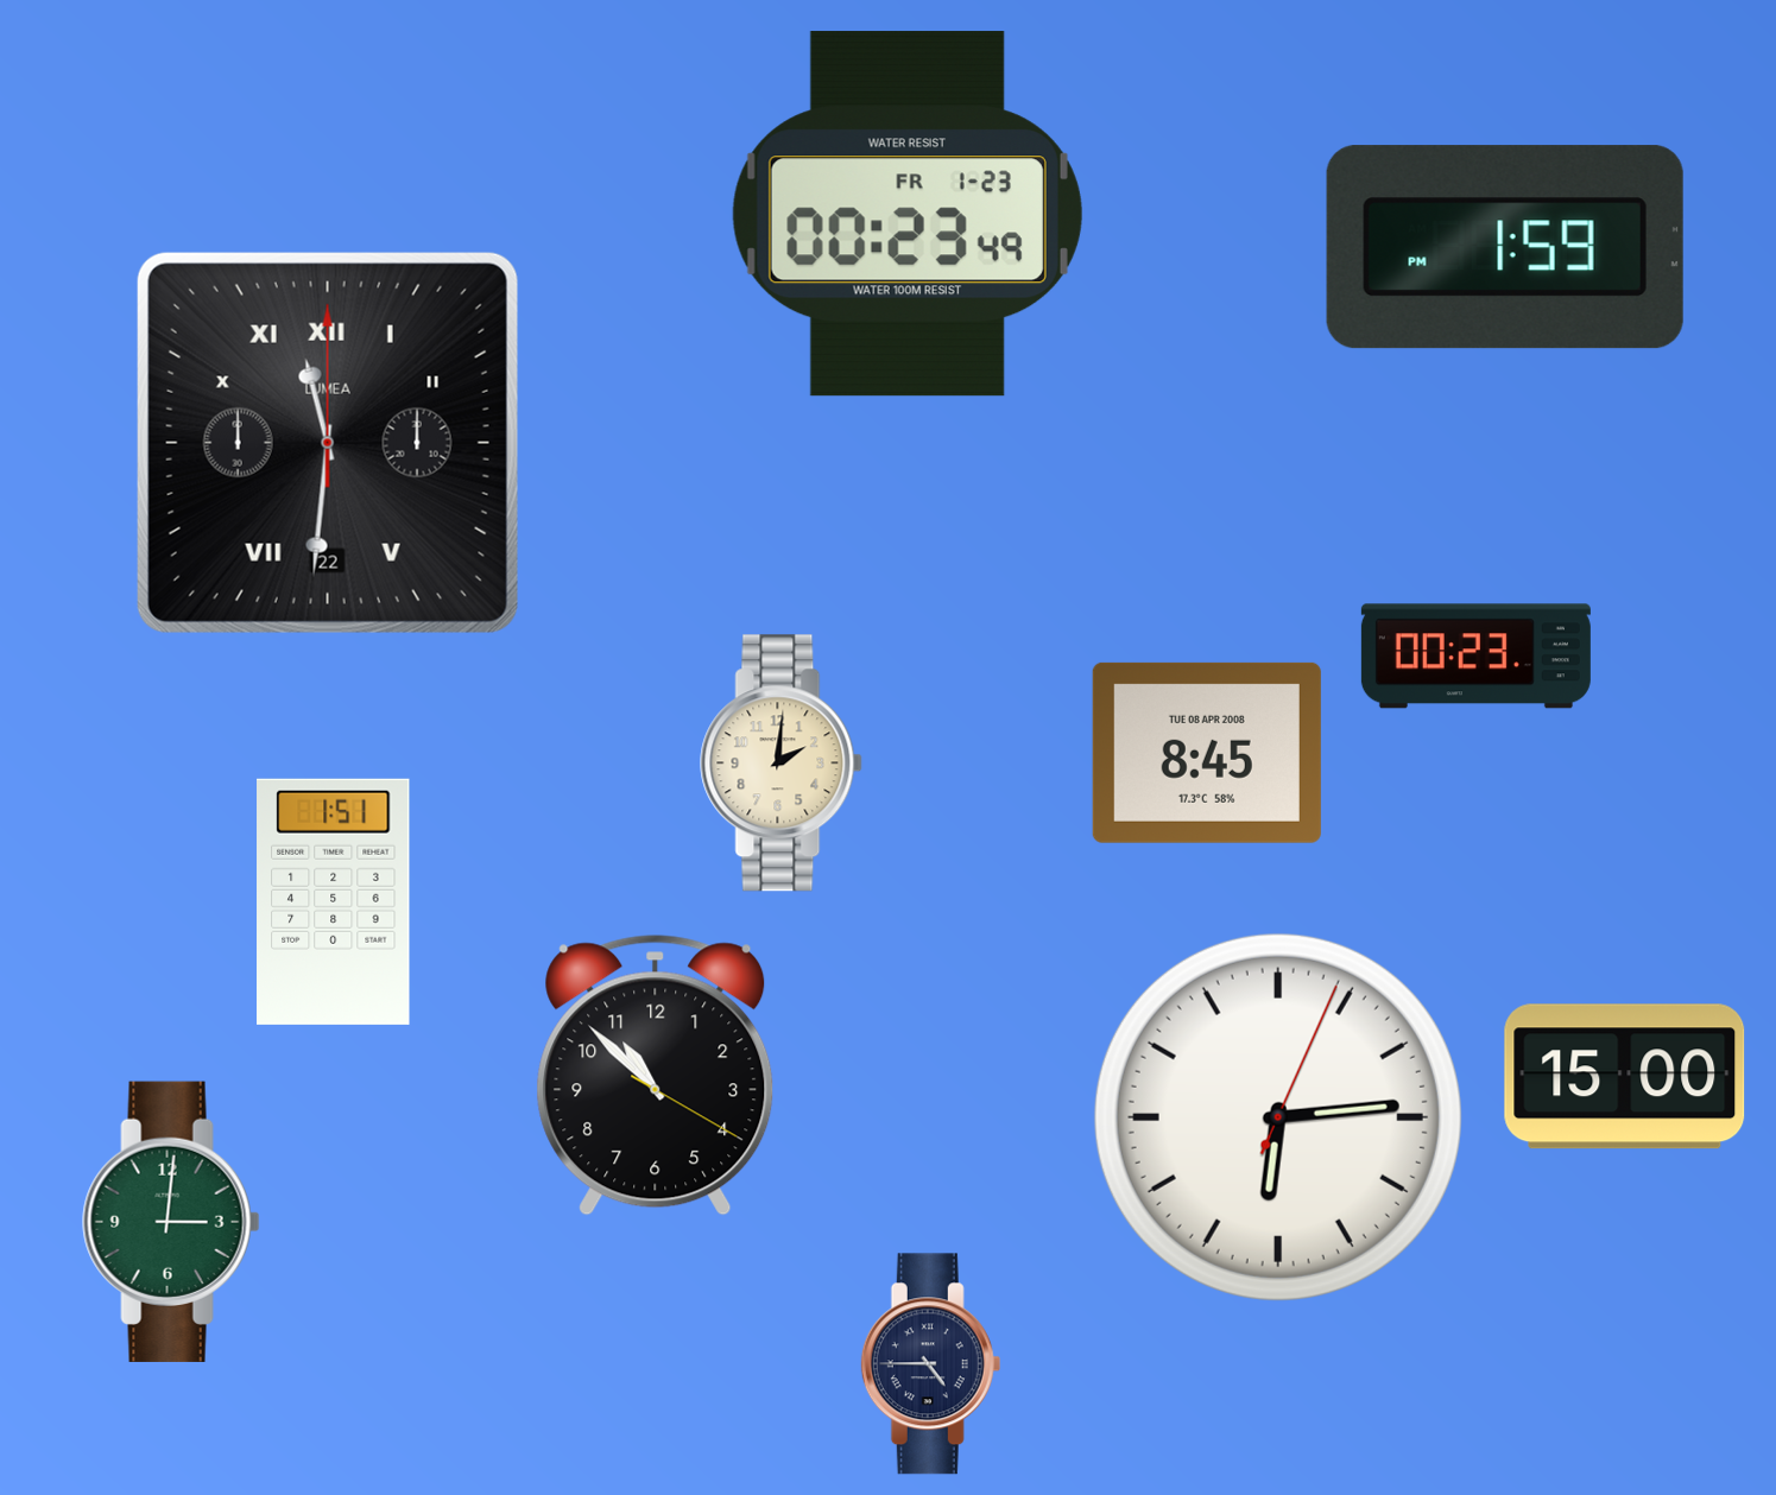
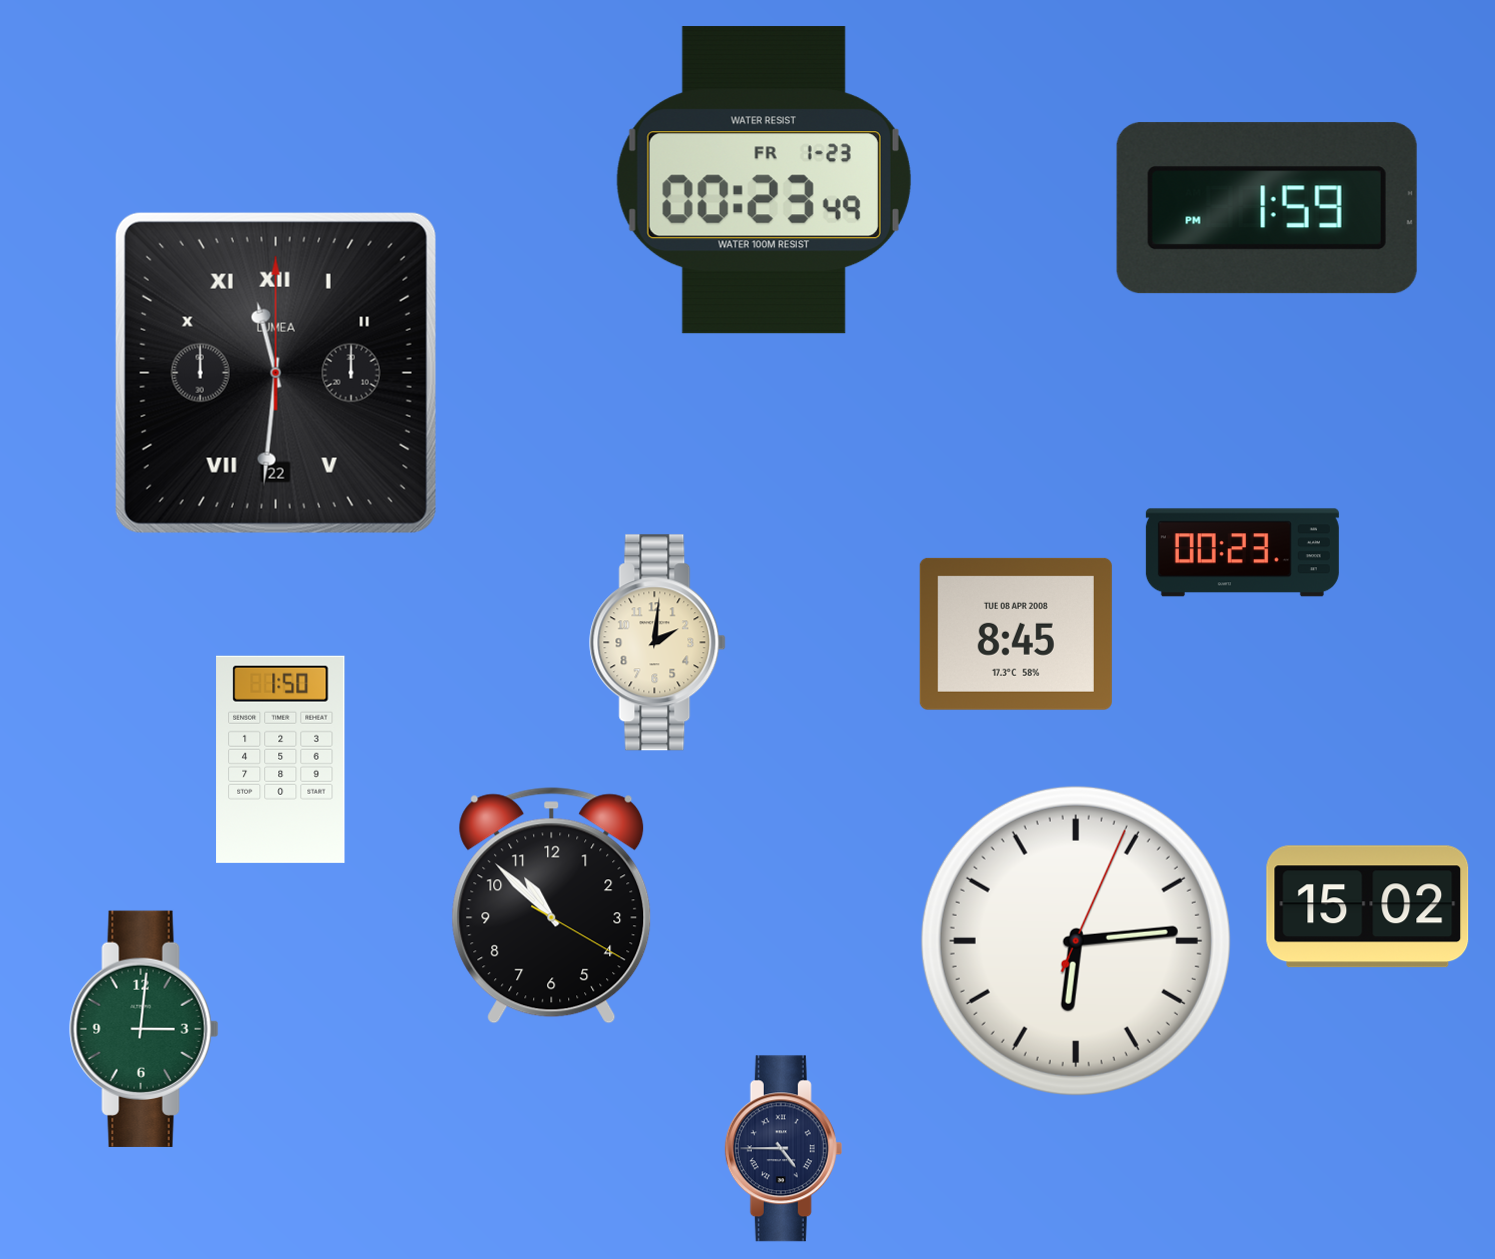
clock at (334, 901): 1:51 -> 1:50
clock at (1625, 1077): 15:00 -> 15:02
